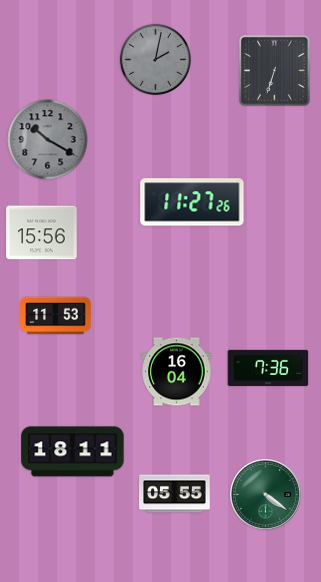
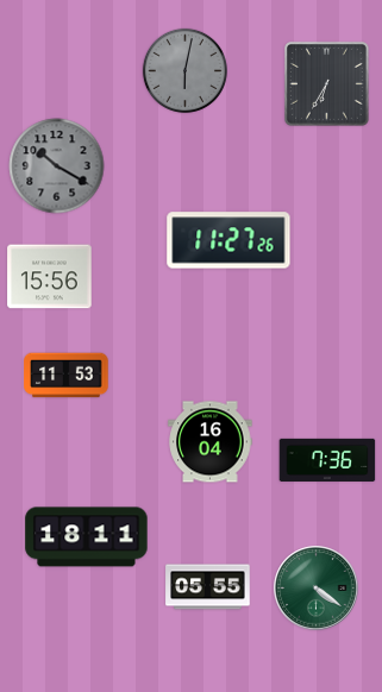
clock at (155, 59): 2:02 -> 6:02
clock at (275, 71): 6:33 -> 6:35
clock at (268, 368) position: (268, 368) -> (327, 460)
